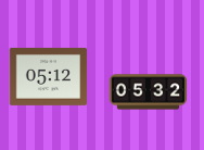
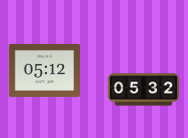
clock at (149, 92) position: (149, 92) -> (144, 90)
